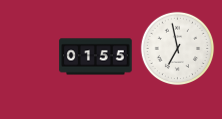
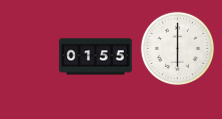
clock at (178, 49): 6:58 -> 6:00
